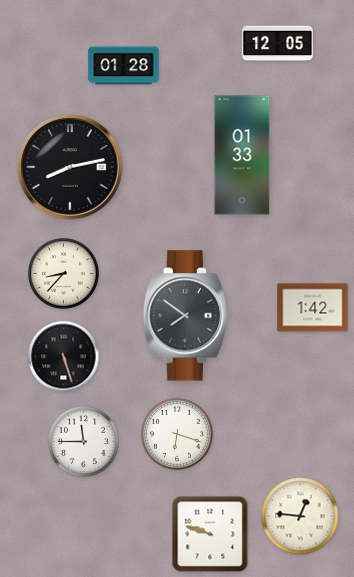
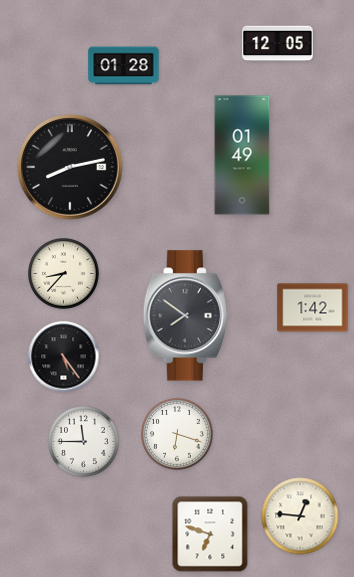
clock at (242, 155): 01:33 -> 01:49
clock at (64, 357): 5:27 -> 5:24
clock at (210, 534): 9:48 -> 6:48
